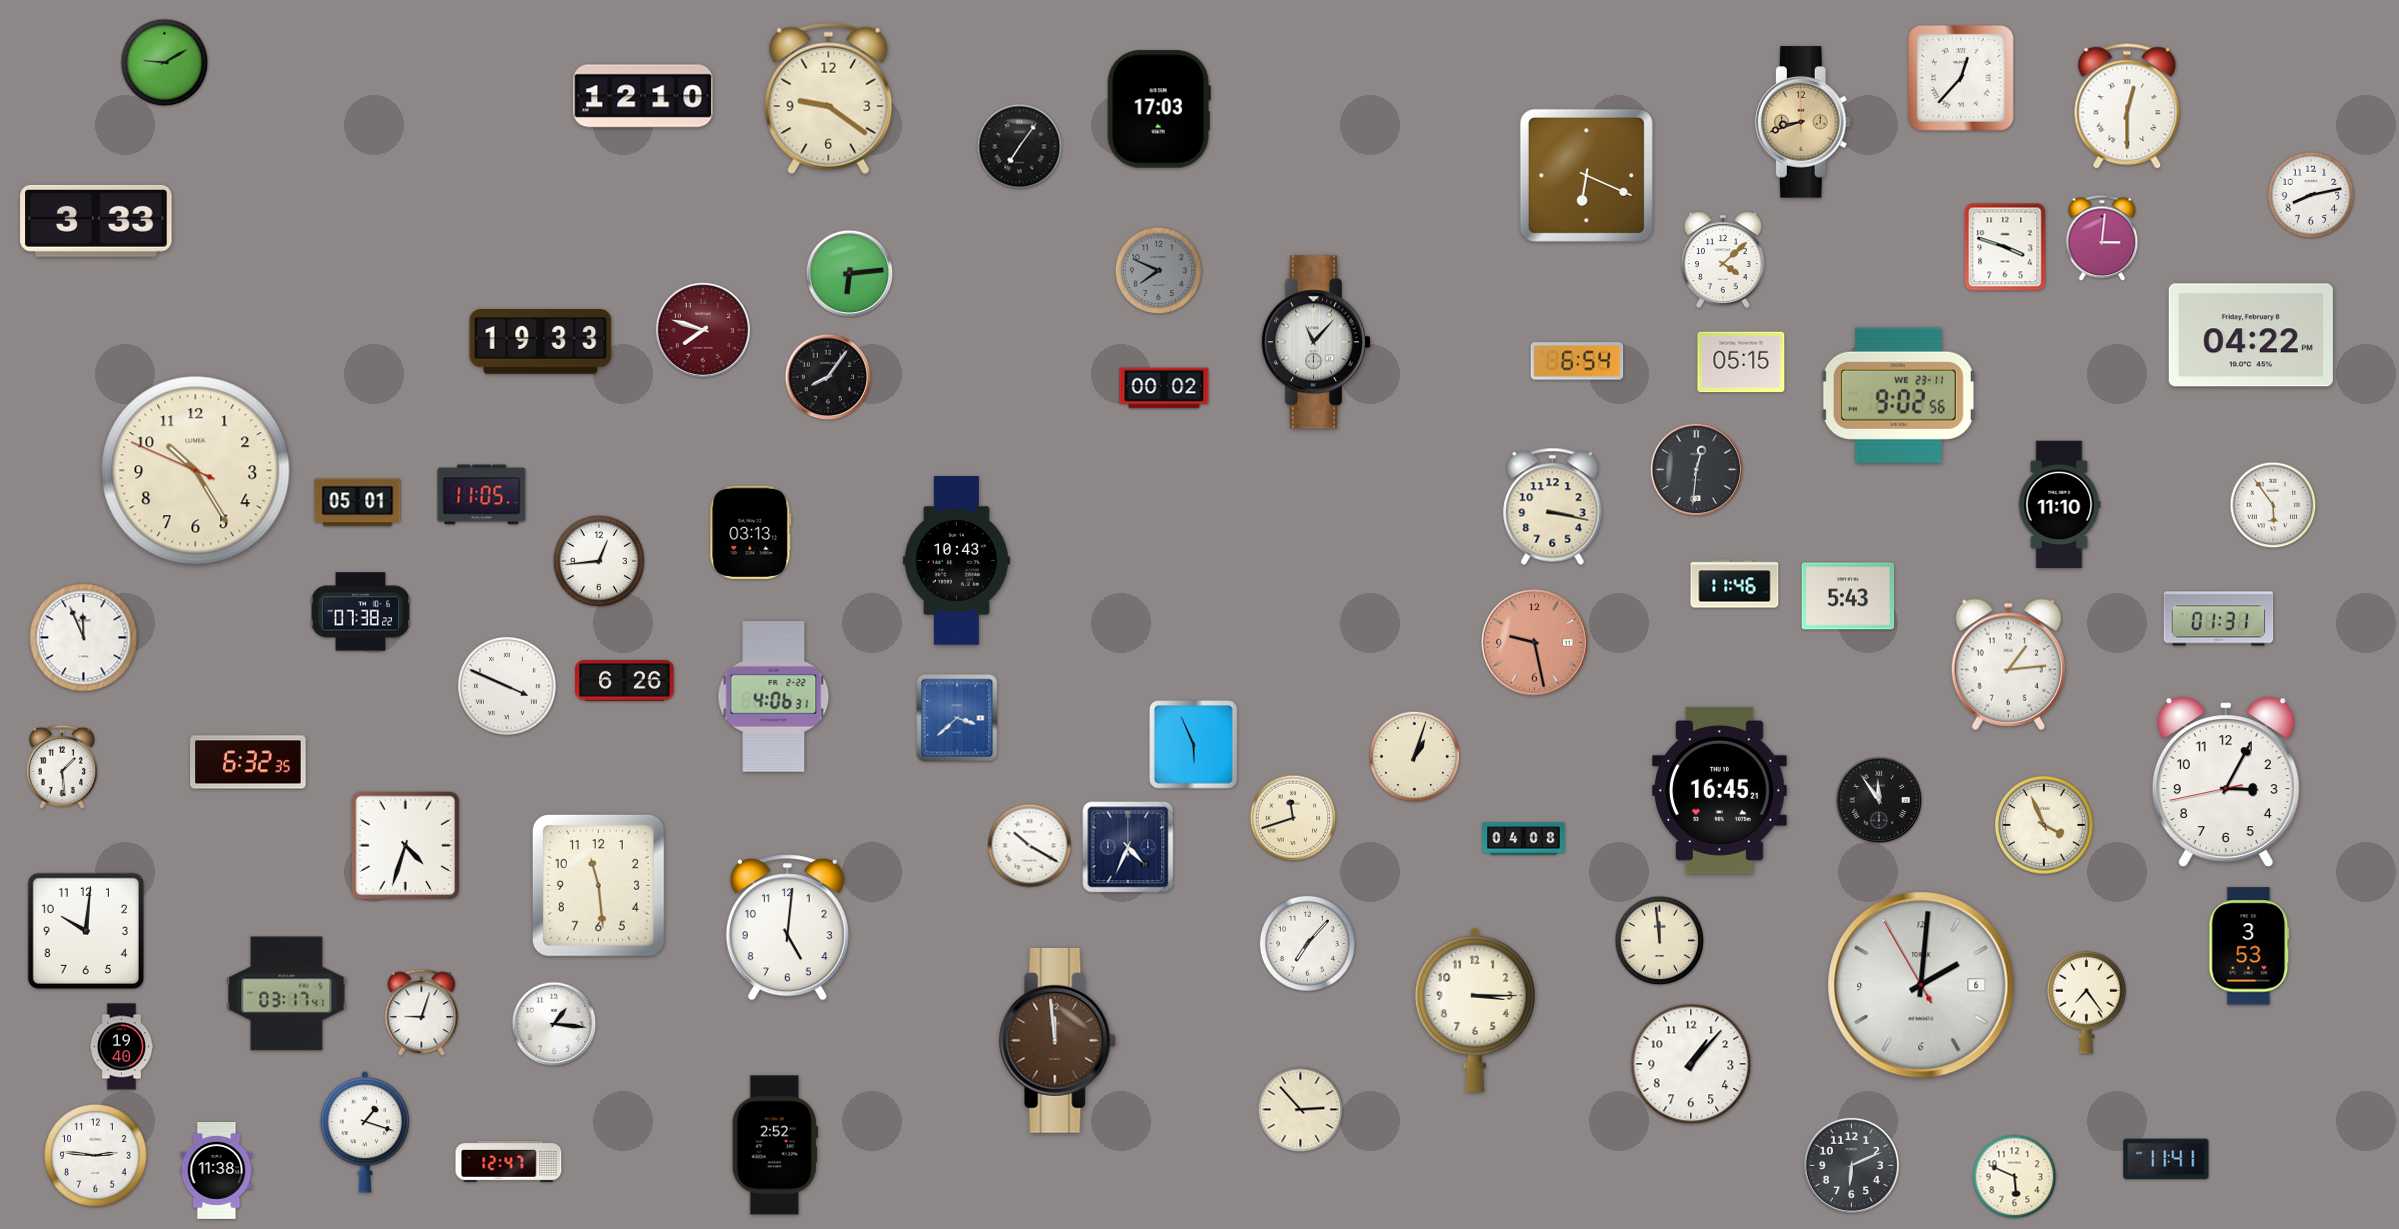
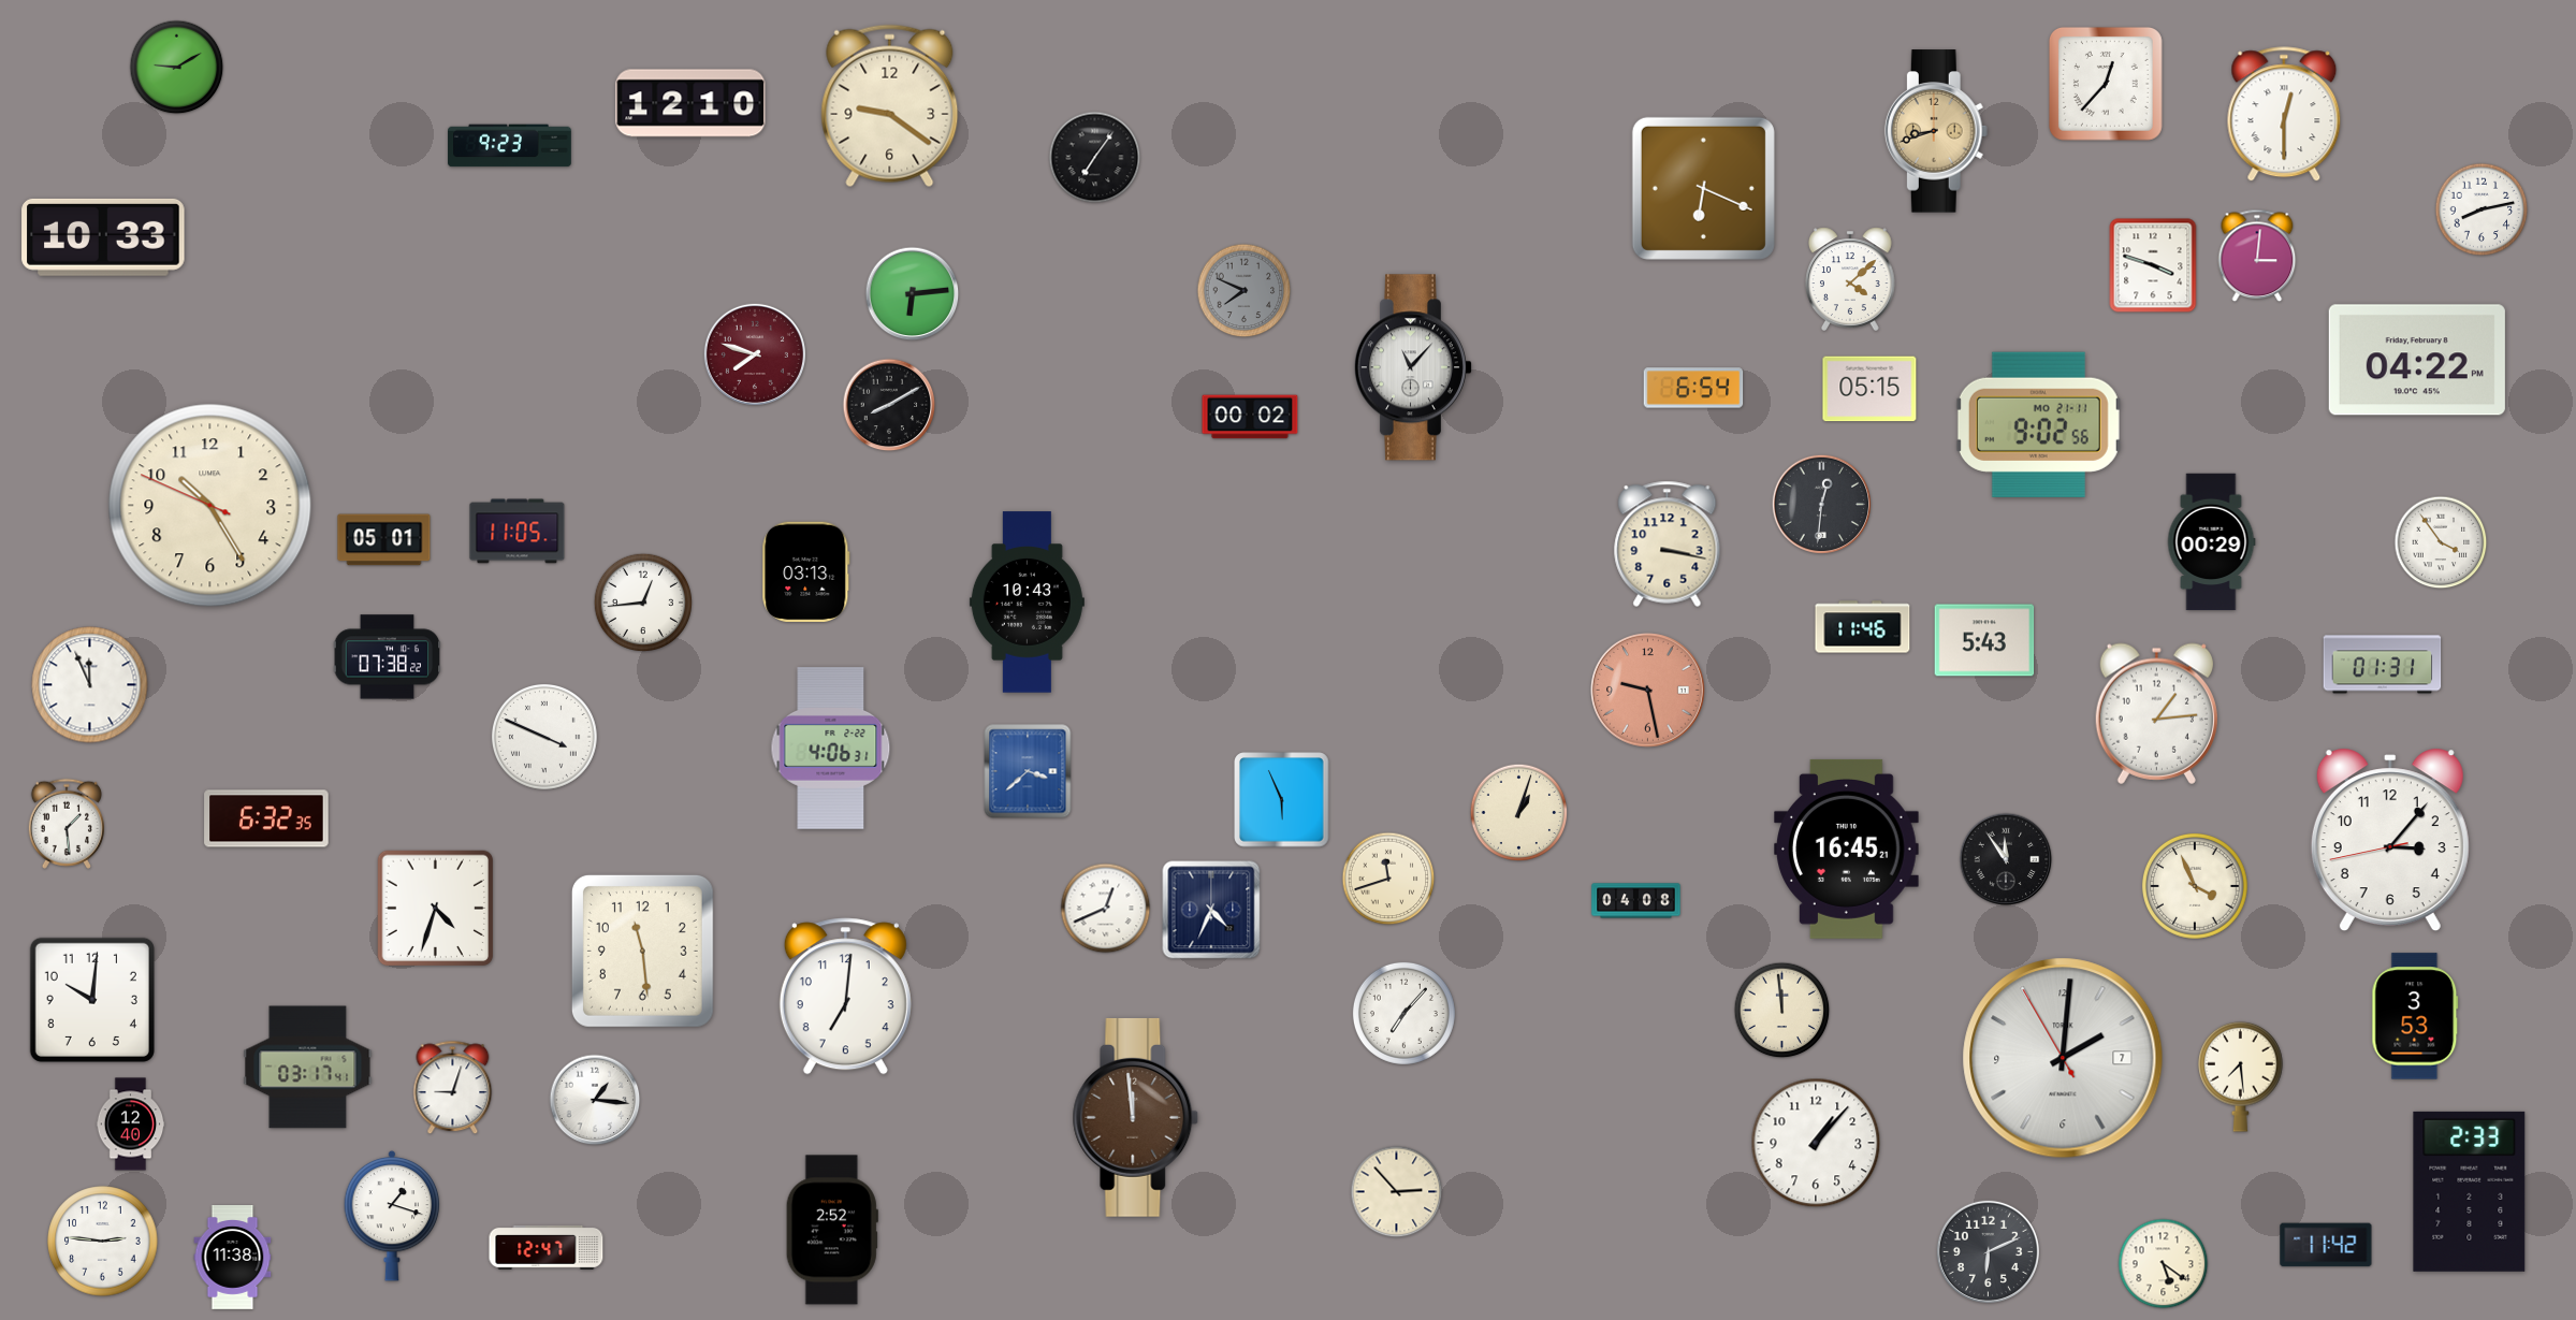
clock at (1159, 109): 17:03 -> none
clock at (510, 146): none -> 9:23
clock at (96, 221): 3:33 -> 10:33
clock at (541, 342): 19:33 -> none
clock at (828, 377): 8:06 -> 8:10
clock at (1898, 395) date: WE 23-11 -> MO 21-11
clock at (2059, 505): 11:10 -> 00:29
clock at (2273, 505): 5:54 -> 3:54
clock at (625, 680): 6:26 -> none
clock at (2226, 782): 3:04 -> 3:06
clock at (1879, 800) position: (1879, 800) -> (2006, 859)
clock at (1030, 846): 10:20 -> 12:41
clock at (787, 928): 5:01 -> 7:01
clock at (1921, 985) date: 6 -> 7
clock at (2087, 1002): 7:24 -> 7:29
clock at (1475, 1009): 3:15 -> none
clock at (122, 1047): 19:40 -> 12:40
clock at (2470, 1191): none -> 2:33
clock at (2166, 1159): 11:41 -> 11:42
clock at (2015, 1177): 5:49 -> 5:21
